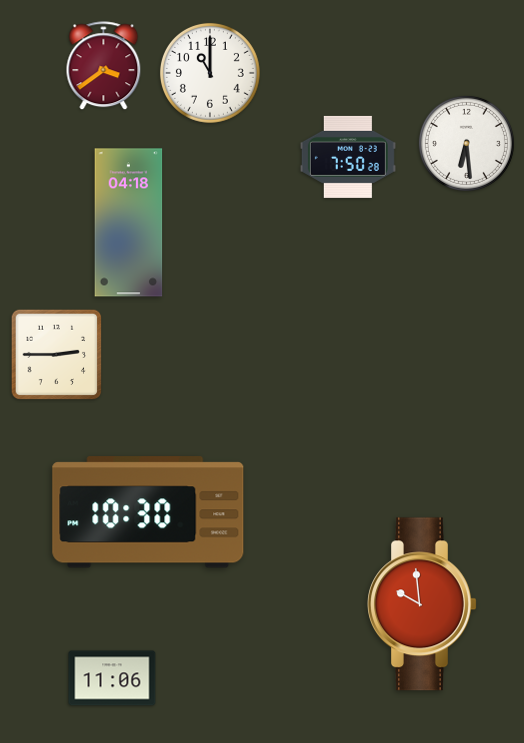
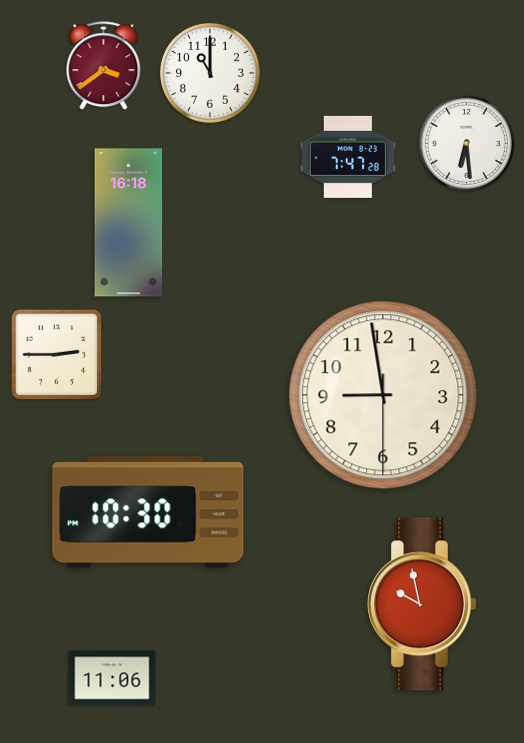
clock at (348, 157): 7:50 -> 7:47
clock at (129, 223): 04:18 -> 16:18
clock at (383, 395): none -> 8:58
clock at (422, 604): 9:59 -> 9:58
